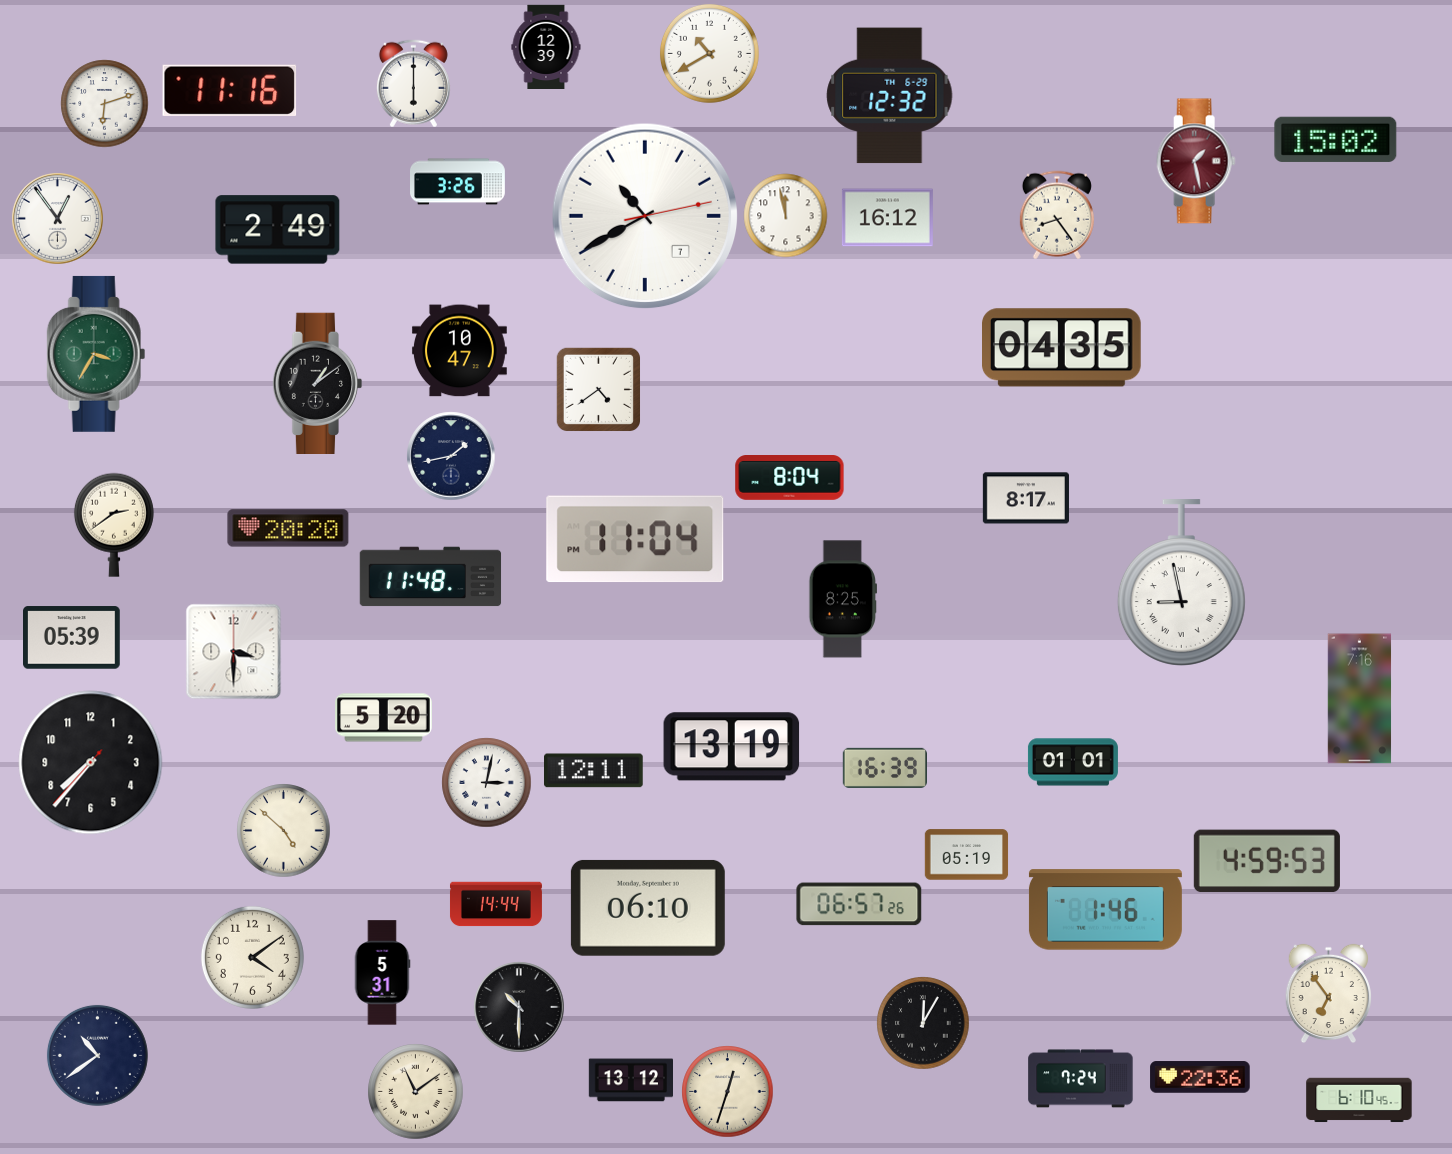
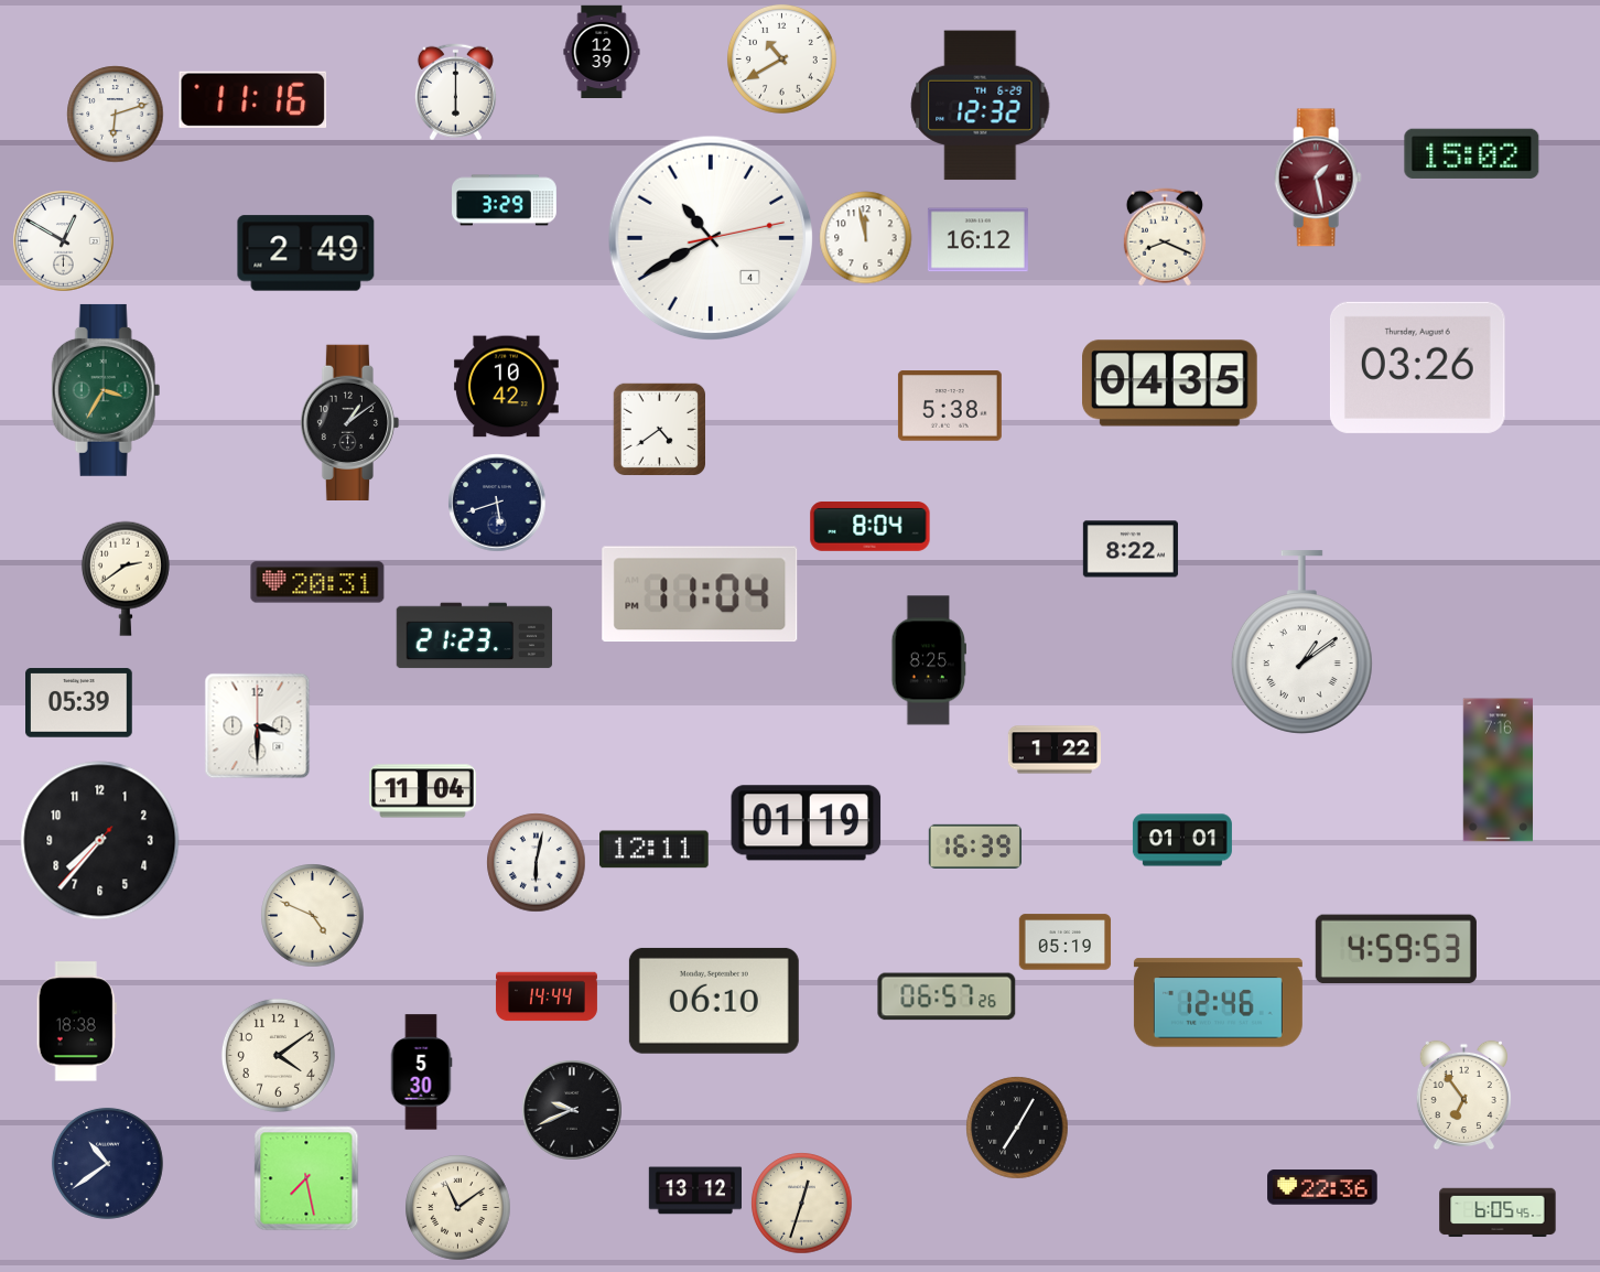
clock at (458, 182): 3:26 -> 3:29
clock at (1057, 215): 8:24 -> 8:19
clock at (645, 216) date: 7 -> 4
clock at (57, 218): 12:54 -> 12:50
clock at (1417, 367): none -> 03:26
clock at (460, 351): 10:47 -> 10:42
clock at (950, 406): none -> 5:38
clock at (451, 456): 1:43 -> 5:42
clock at (1026, 498): 8:17 -> 8:22
clock at (288, 528): 20:20 -> 20:31
clock at (431, 577): 11:48 -> 21:23
clock at (1181, 583): 8:58 -> 1:09
clock at (233, 651) position: (233, 651) -> (257, 725)
clock at (1053, 750): none -> 1:22
clock at (384, 718): 5:20 -> 11:04
clock at (732, 747): 13:19 -> 01:19
clock at (486, 782): 3:02 -> 6:02
clock at (283, 830): 4:52 -> 4:49
clock at (1105, 910): 1:46 -> 12:46
clock at (76, 1022): none -> 18:38
clock at (382, 973): 5:31 -> 5:30
clock at (519, 1007): 10:30 -> 9:41
clock at (923, 1023): 12:05 -> 7:05
clock at (306, 1178): none -> 7:28
clock at (1081, 1079): 7:24 -> none
clock at (415, 1091) position: (415, 1091) -> (457, 1207)
clock at (1359, 1100): 6:10 -> 6:05
